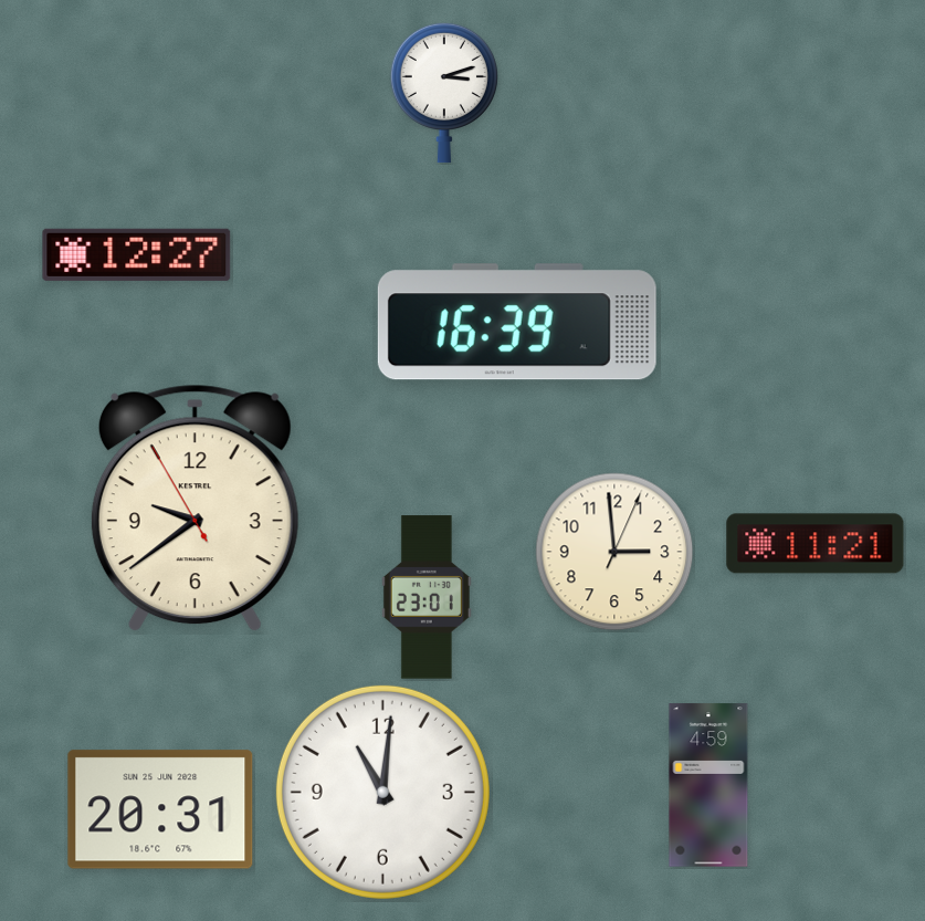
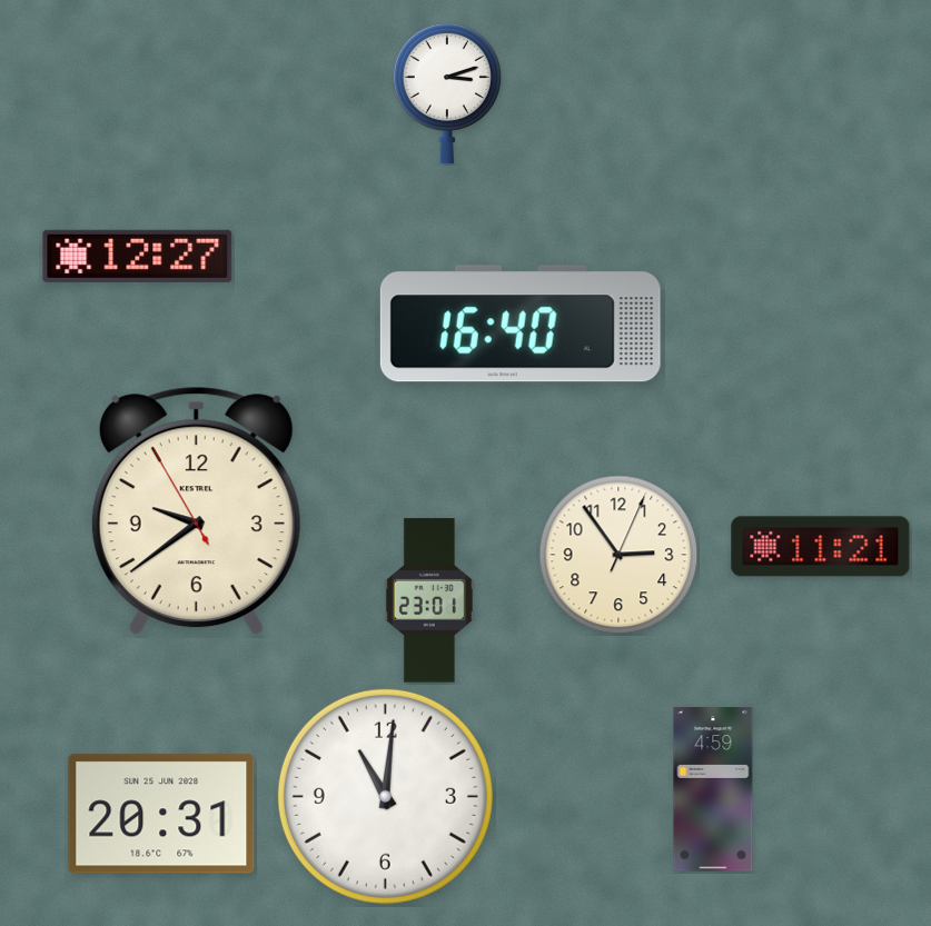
clock at (517, 322): 16:39 -> 16:40
clock at (614, 552): 2:59 -> 2:54
